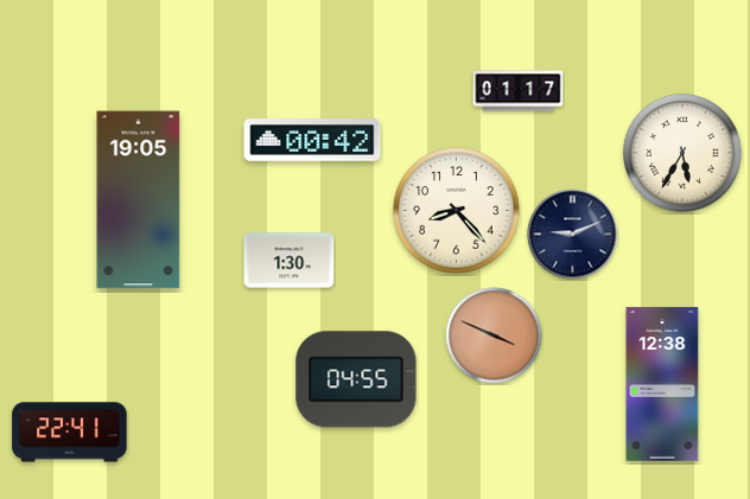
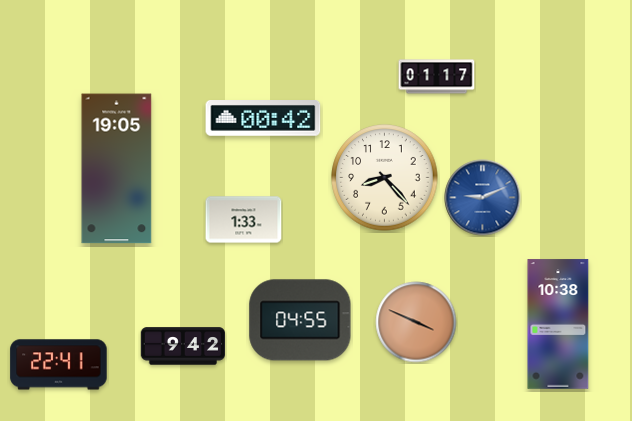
clock at (682, 153): 5:35 -> none
clock at (573, 235) dial: navy -> blue
clock at (290, 261): 1:30 -> 1:33
clock at (494, 335) position: (494, 335) -> (416, 322)
clock at (662, 384): 12:38 -> 10:38
clock at (183, 346): none -> 9:42
